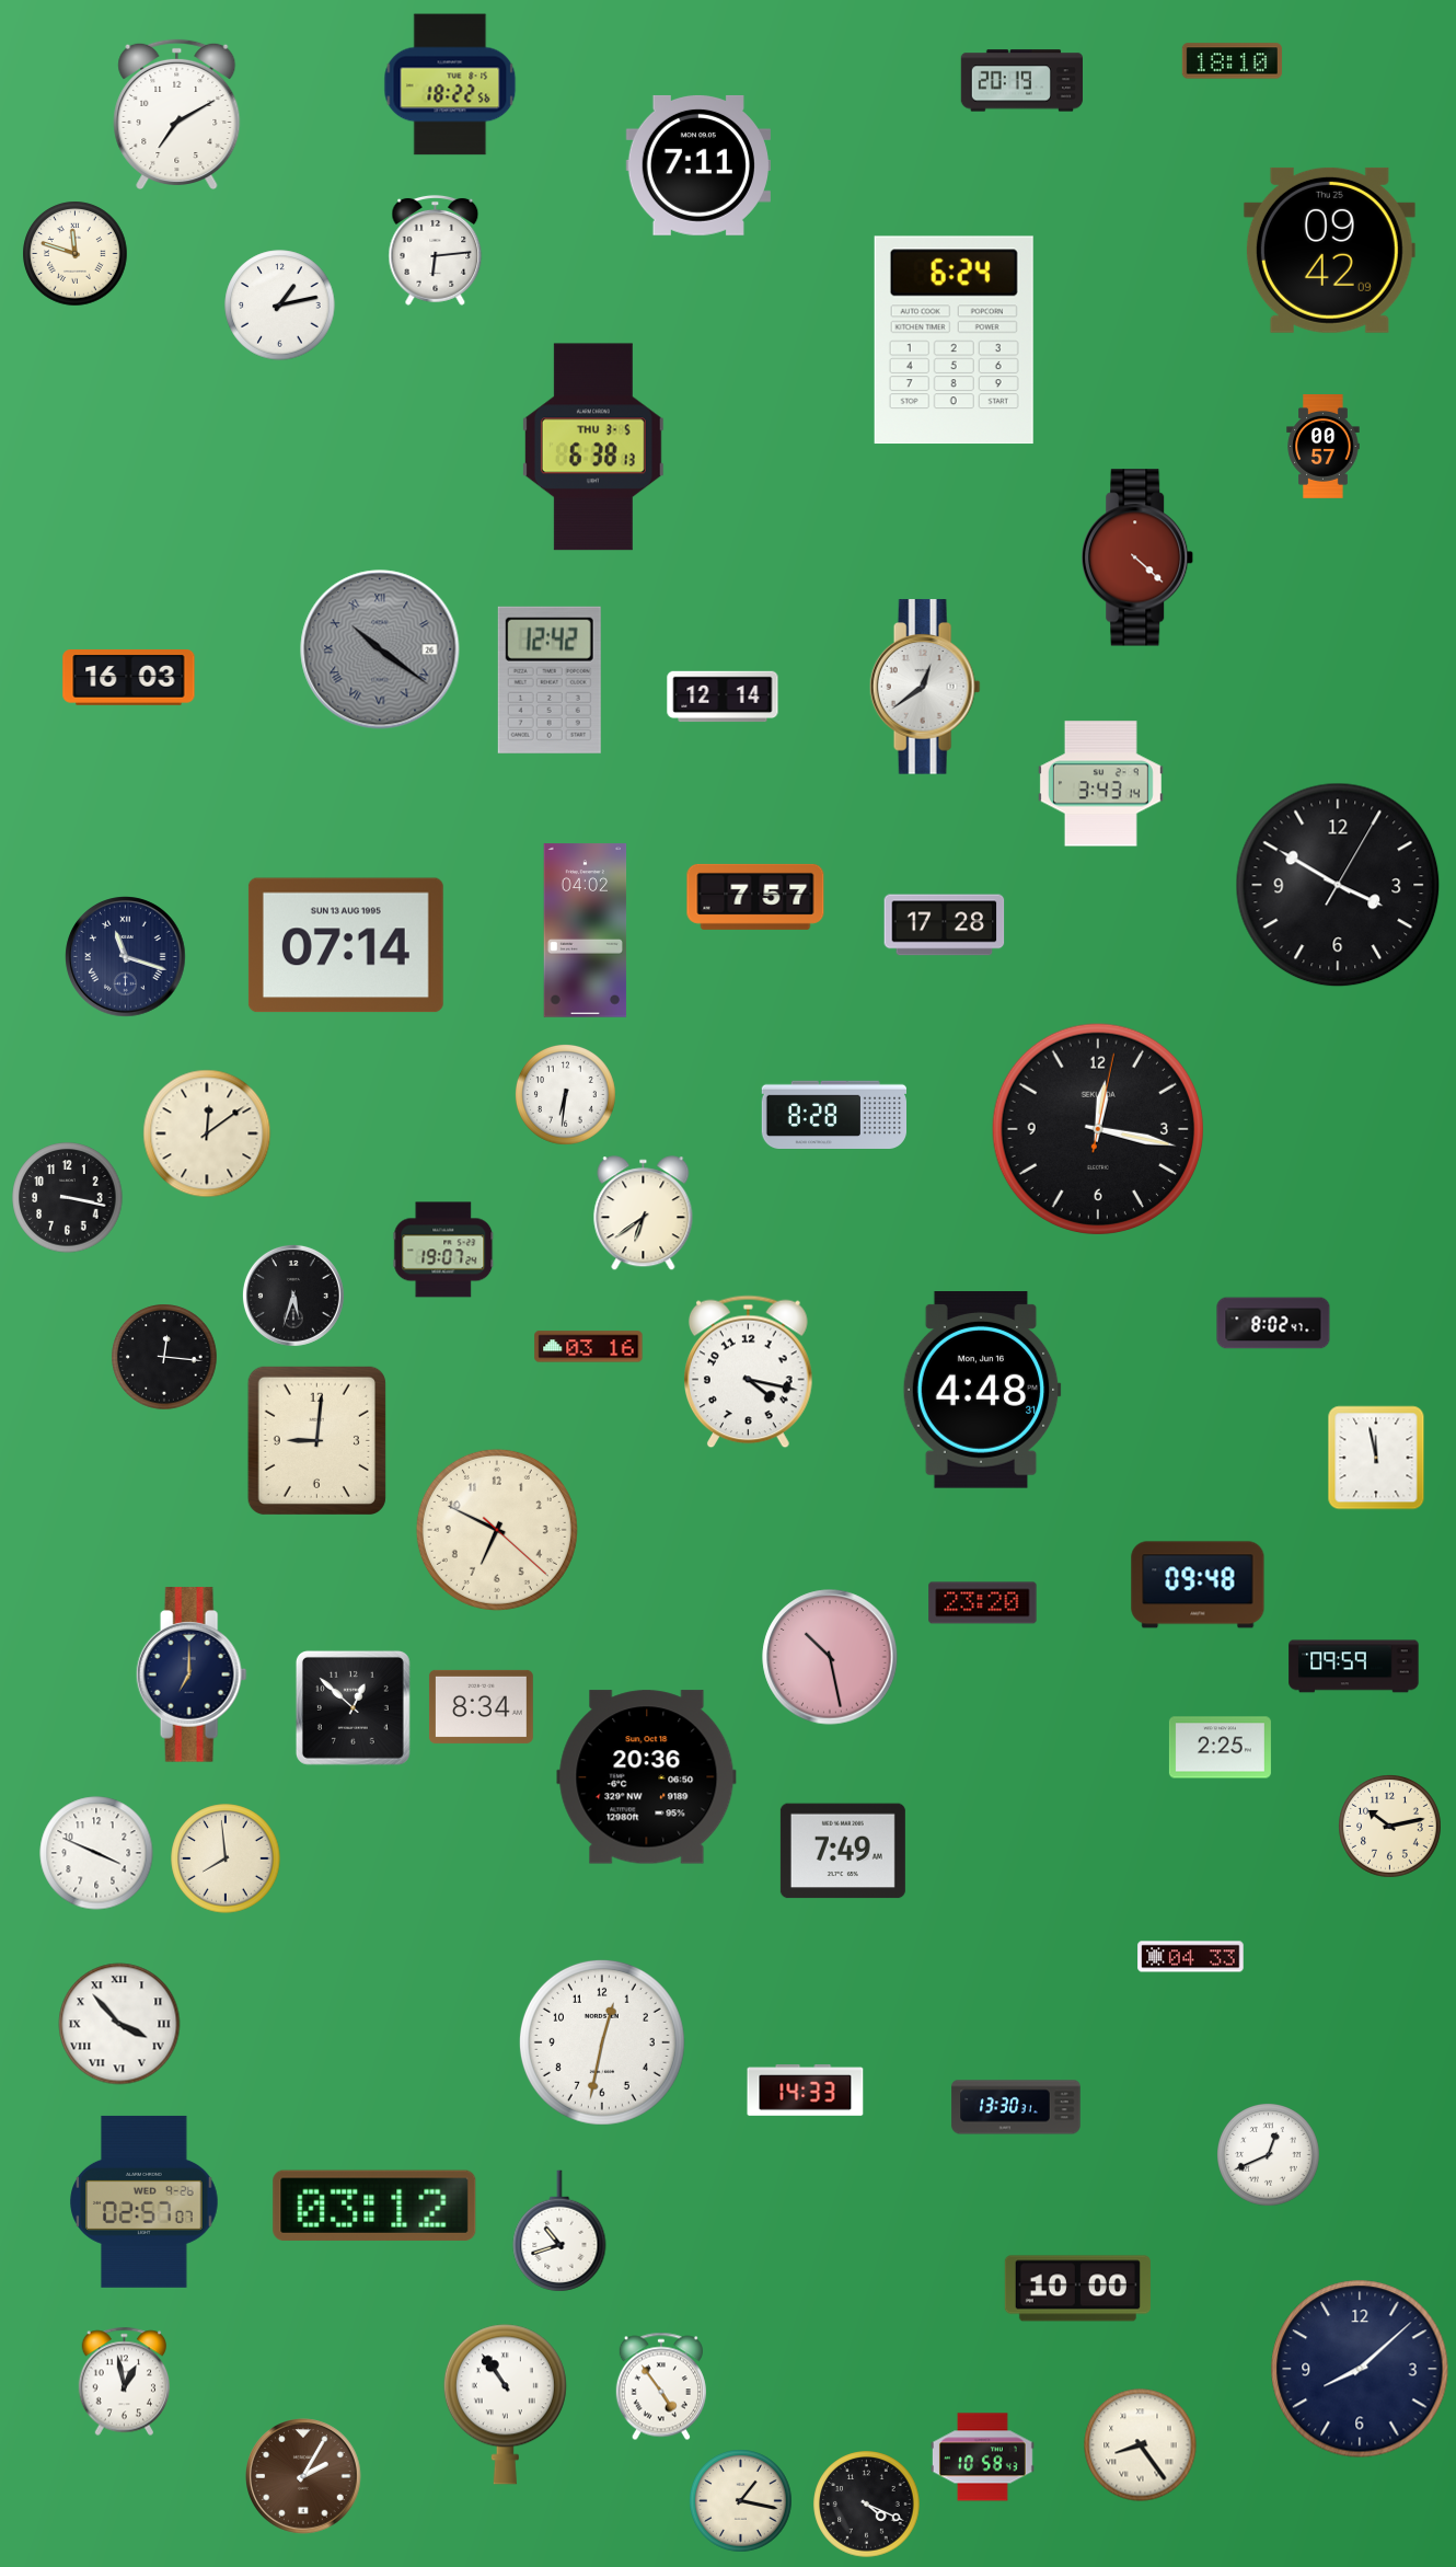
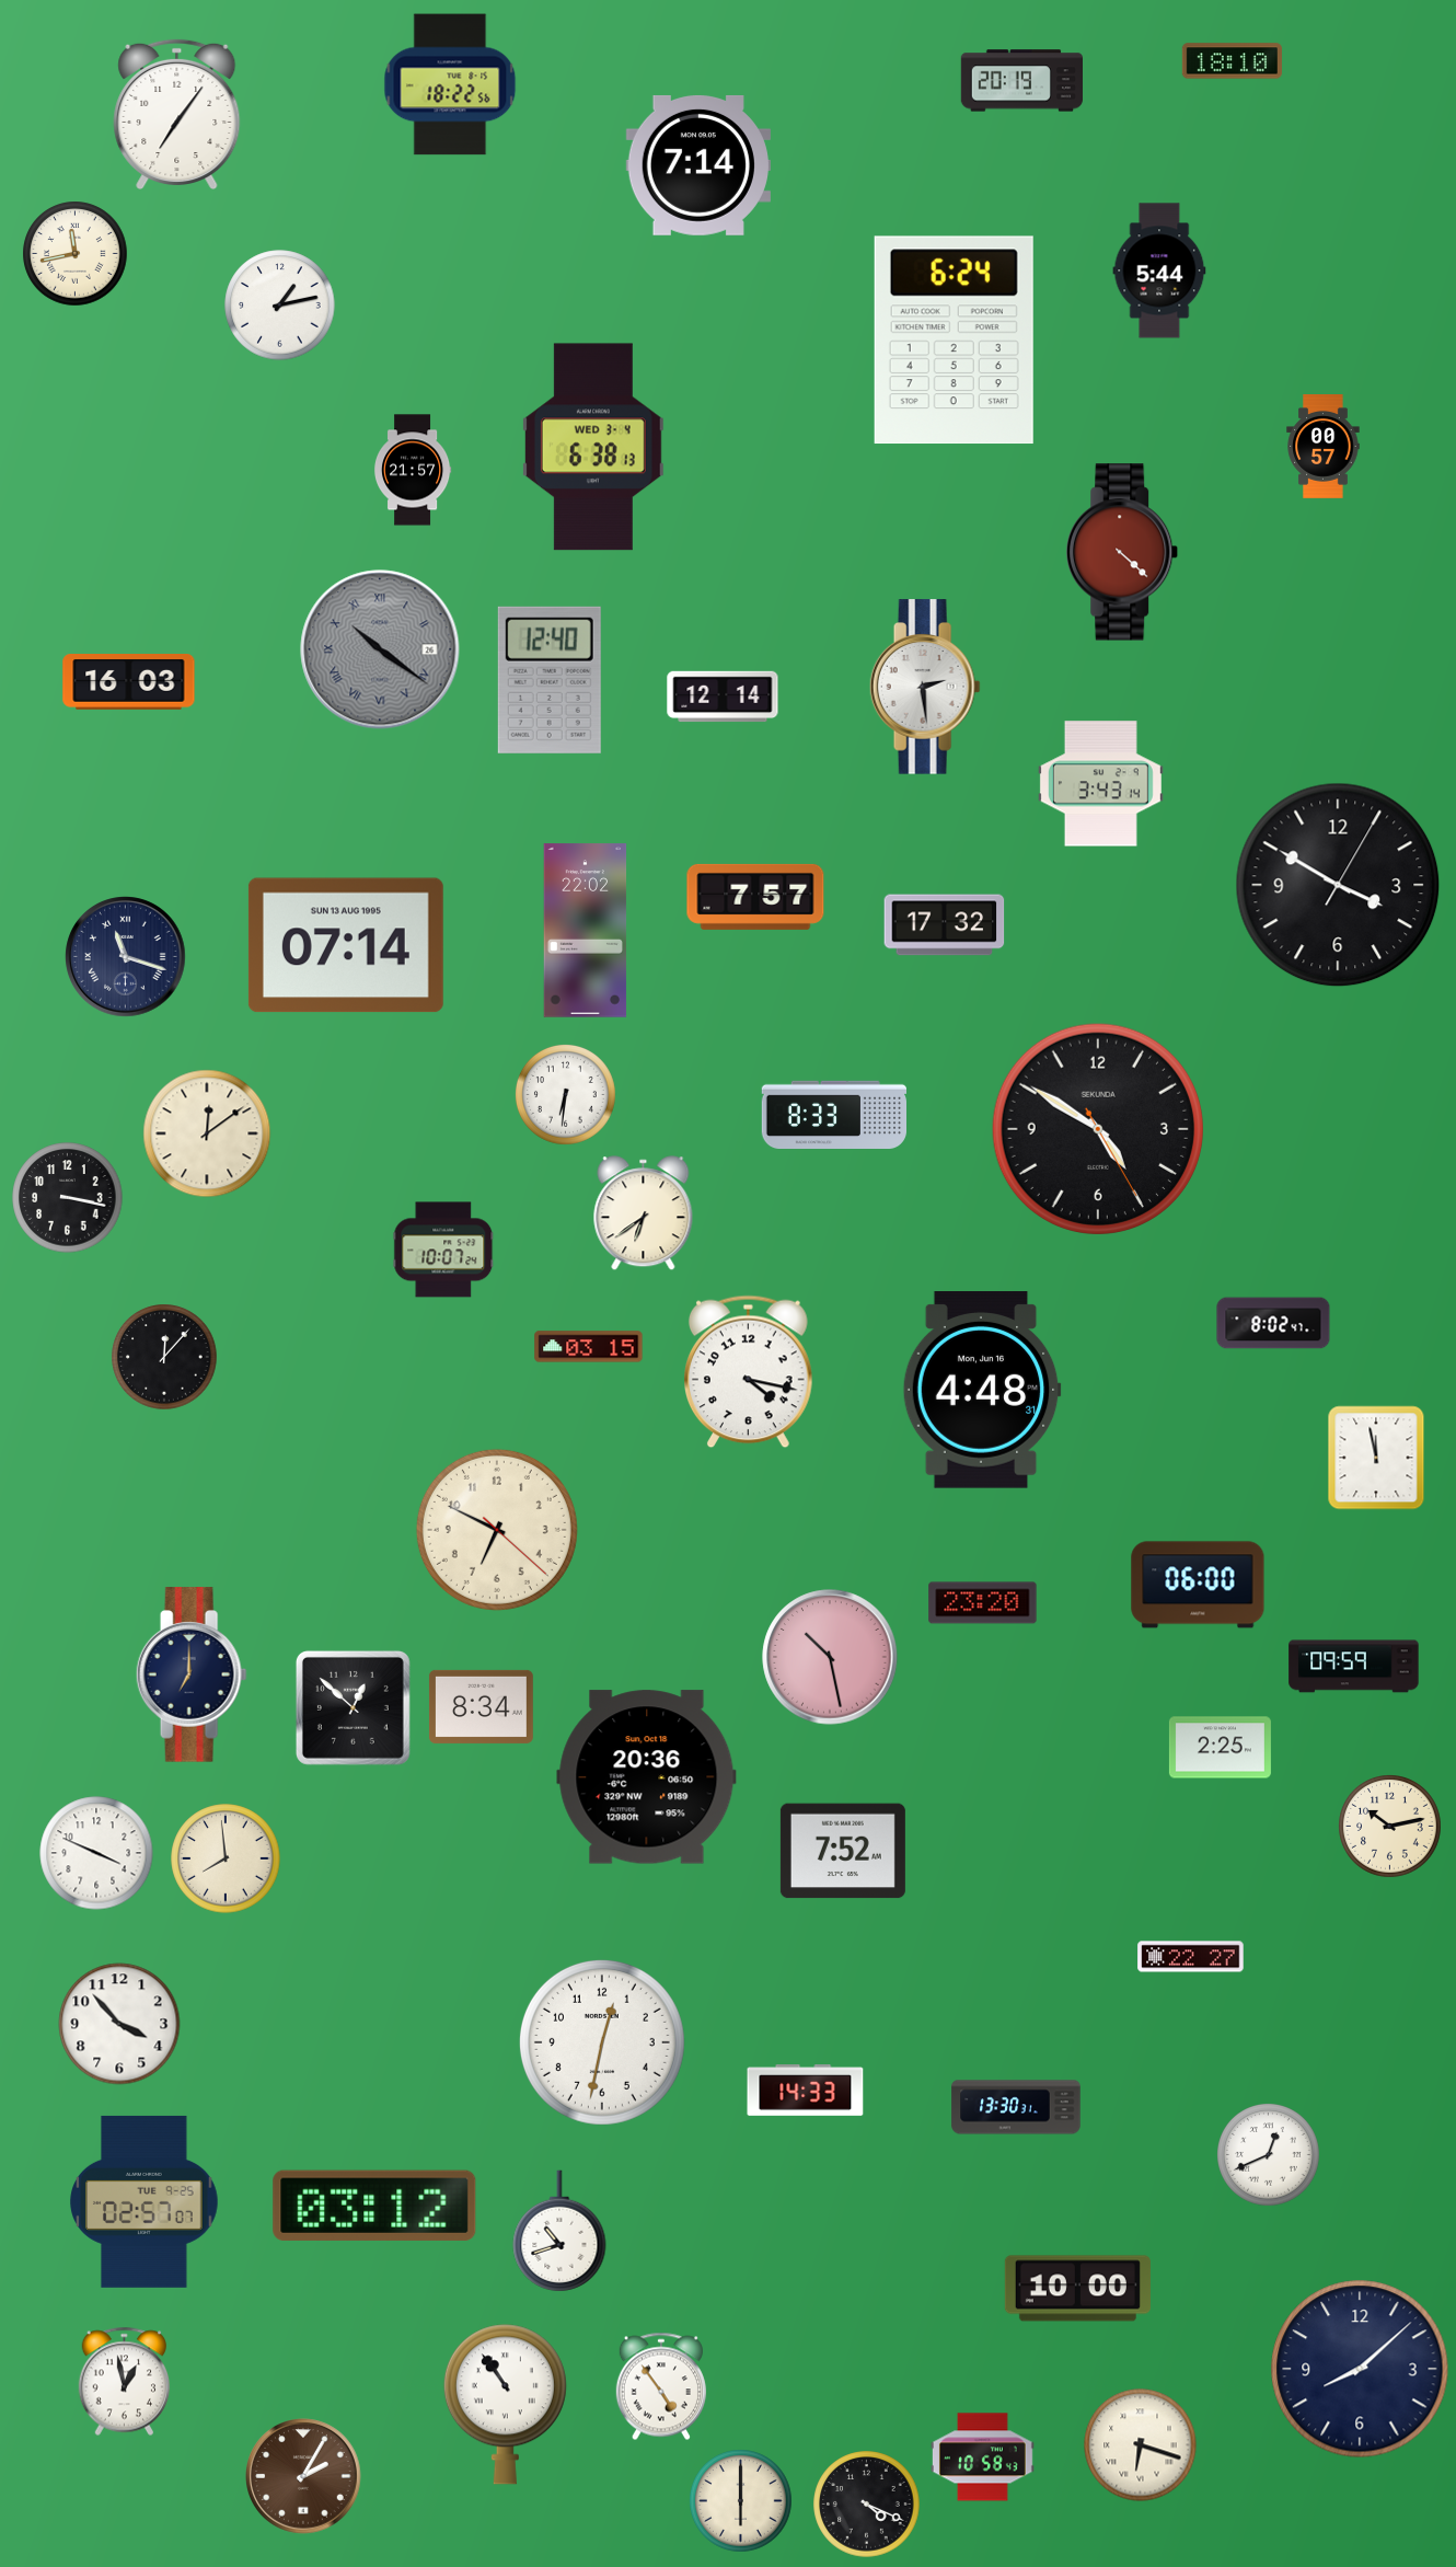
clock at (177, 114): 7:10 -> 7:06
clock at (698, 165): 7:11 -> 7:14
clock at (436, 250): 6:14 -> none
clock at (1329, 250): 09:42 -> none
clock at (76, 254): 11:48 -> 11:43
clock at (1159, 270): none -> 5:44
clock at (593, 447) date: THU 3-5 -> WED 3-4
clock at (413, 470): none -> 21:57
clock at (1139, 557) position: (1139, 557) -> (1123, 552)
clock at (129, 678) position: (129, 678) -> (129, 682)
clock at (550, 680): 12:42 -> 12:40
clock at (925, 687): 12:39 -> 2:29
clock at (945, 925): 17:28 -> 17:32
clock at (586, 931): 04:02 -> 22:02
clock at (833, 1114): 8:28 -> 8:33
clock at (1098, 1129): 12:17 -> 4:50
clock at (443, 1250): 19:07 -> 10:07
clock at (293, 1296): 5:33 -> none
clock at (589, 1347): 03:16 -> 03:15
clock at (164, 1357): 12:16 -> 12:07
clock at (316, 1440): 9:01 -> none
clock at (1198, 1585): 09:48 -> 06:00
clock at (843, 1851): 7:49 -> 7:52
clock at (1191, 1957): 04:33 -> 22:27
clock at (119, 2024) numerals: Roman -> Arabic
clock at (145, 2201) date: WED 9-26 -> TUE 9-25
clock at (1141, 2445): 8:24 -> 6:18
clock at (741, 2501): 1:17 -> 6:00
